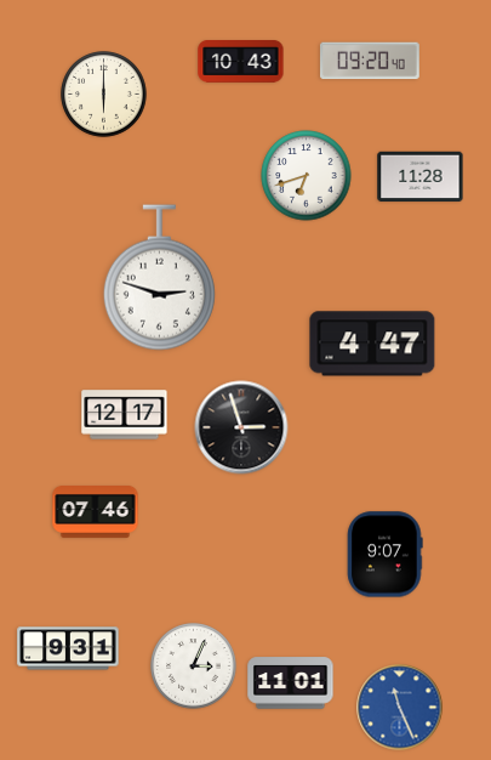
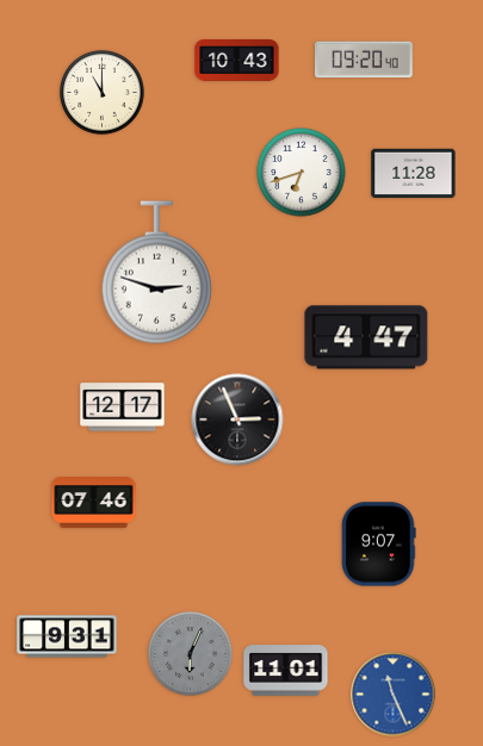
clock at (104, 95): 6:00 -> 11:00
clock at (241, 427): 2:57 -> 2:56
clock at (194, 667): 3:04 -> 6:04
clock at (194, 667) dial: white -> grey
